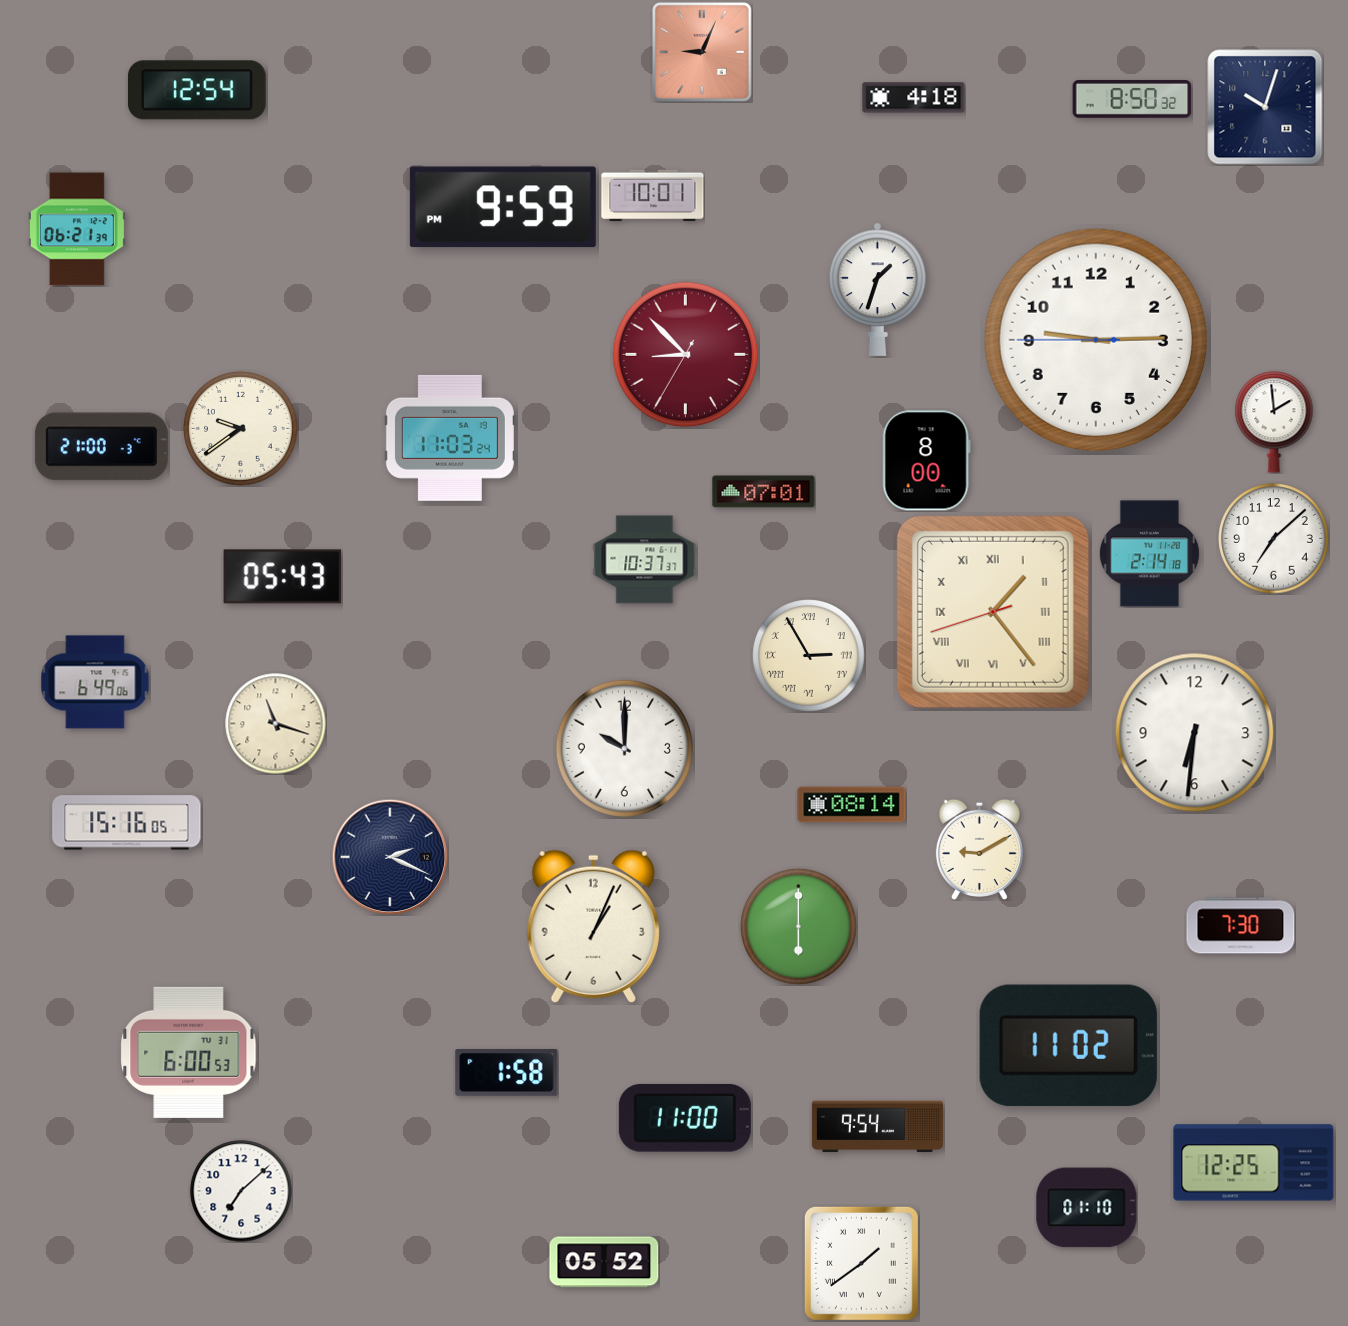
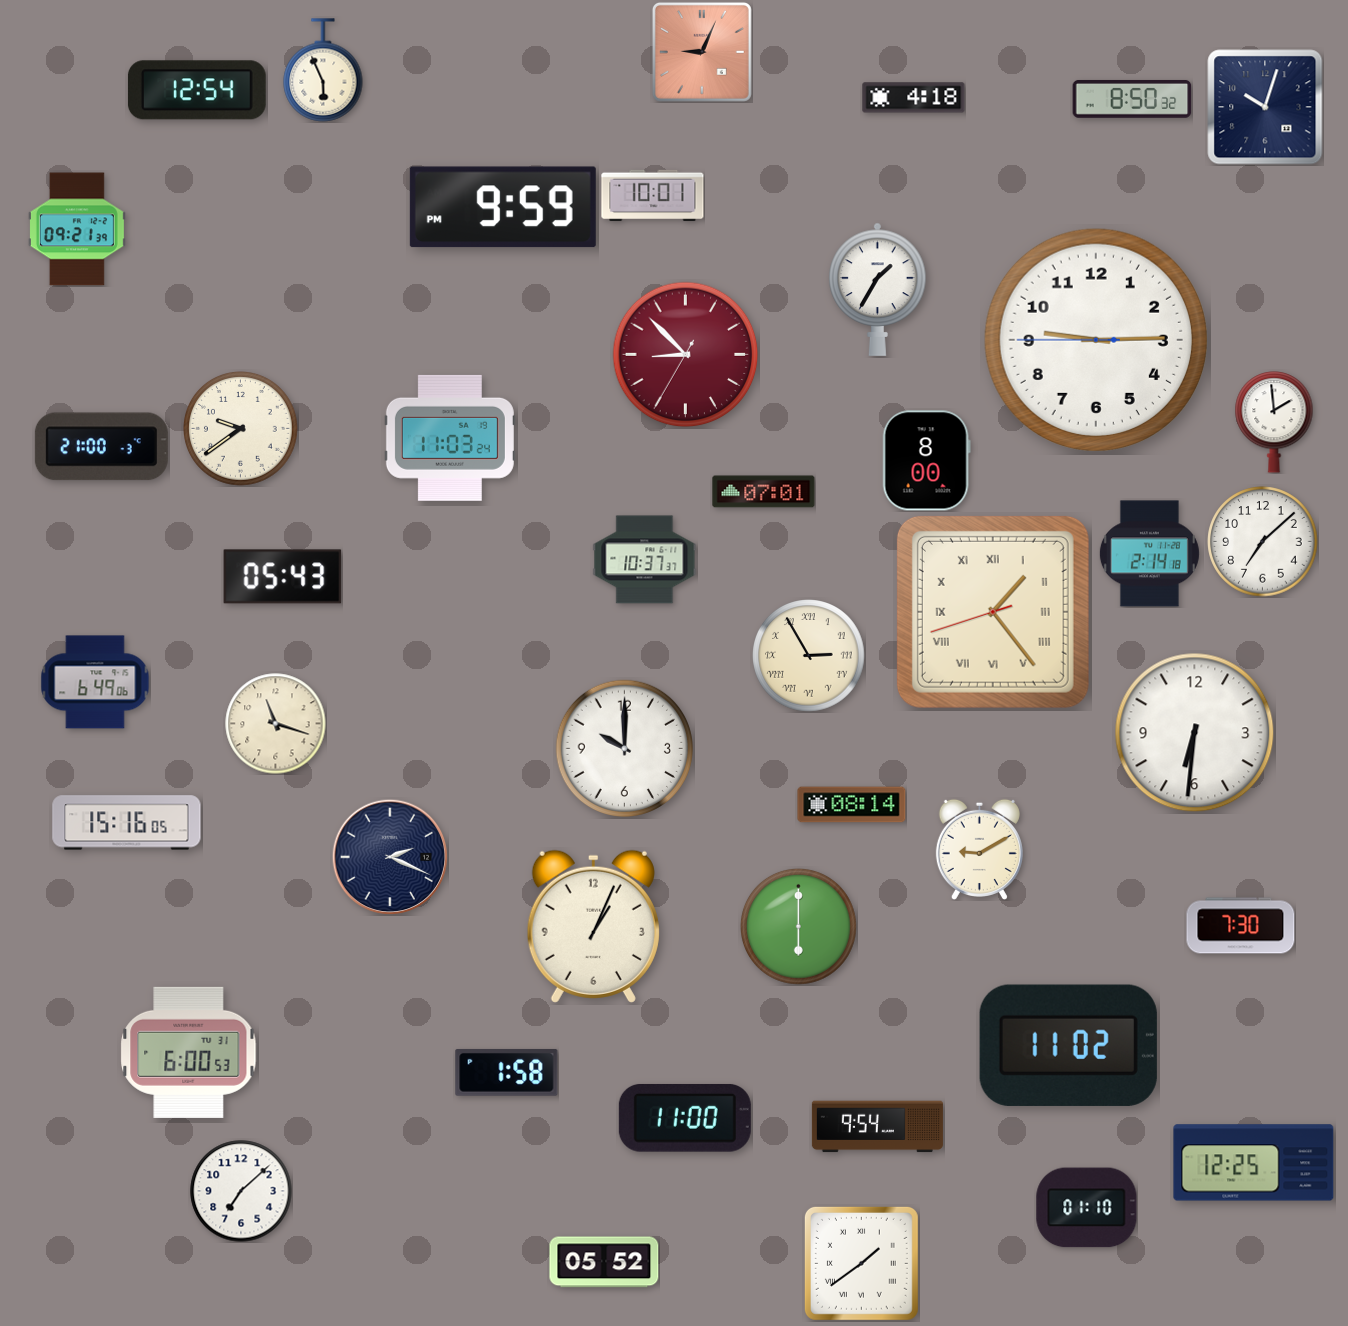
clock at (323, 70): none -> 5:56
clock at (77, 229): 06:21 -> 09:21
clock at (878, 289): 1:33 -> 1:35
clock at (1274, 539) position: (1274, 539) -> (1263, 542)
